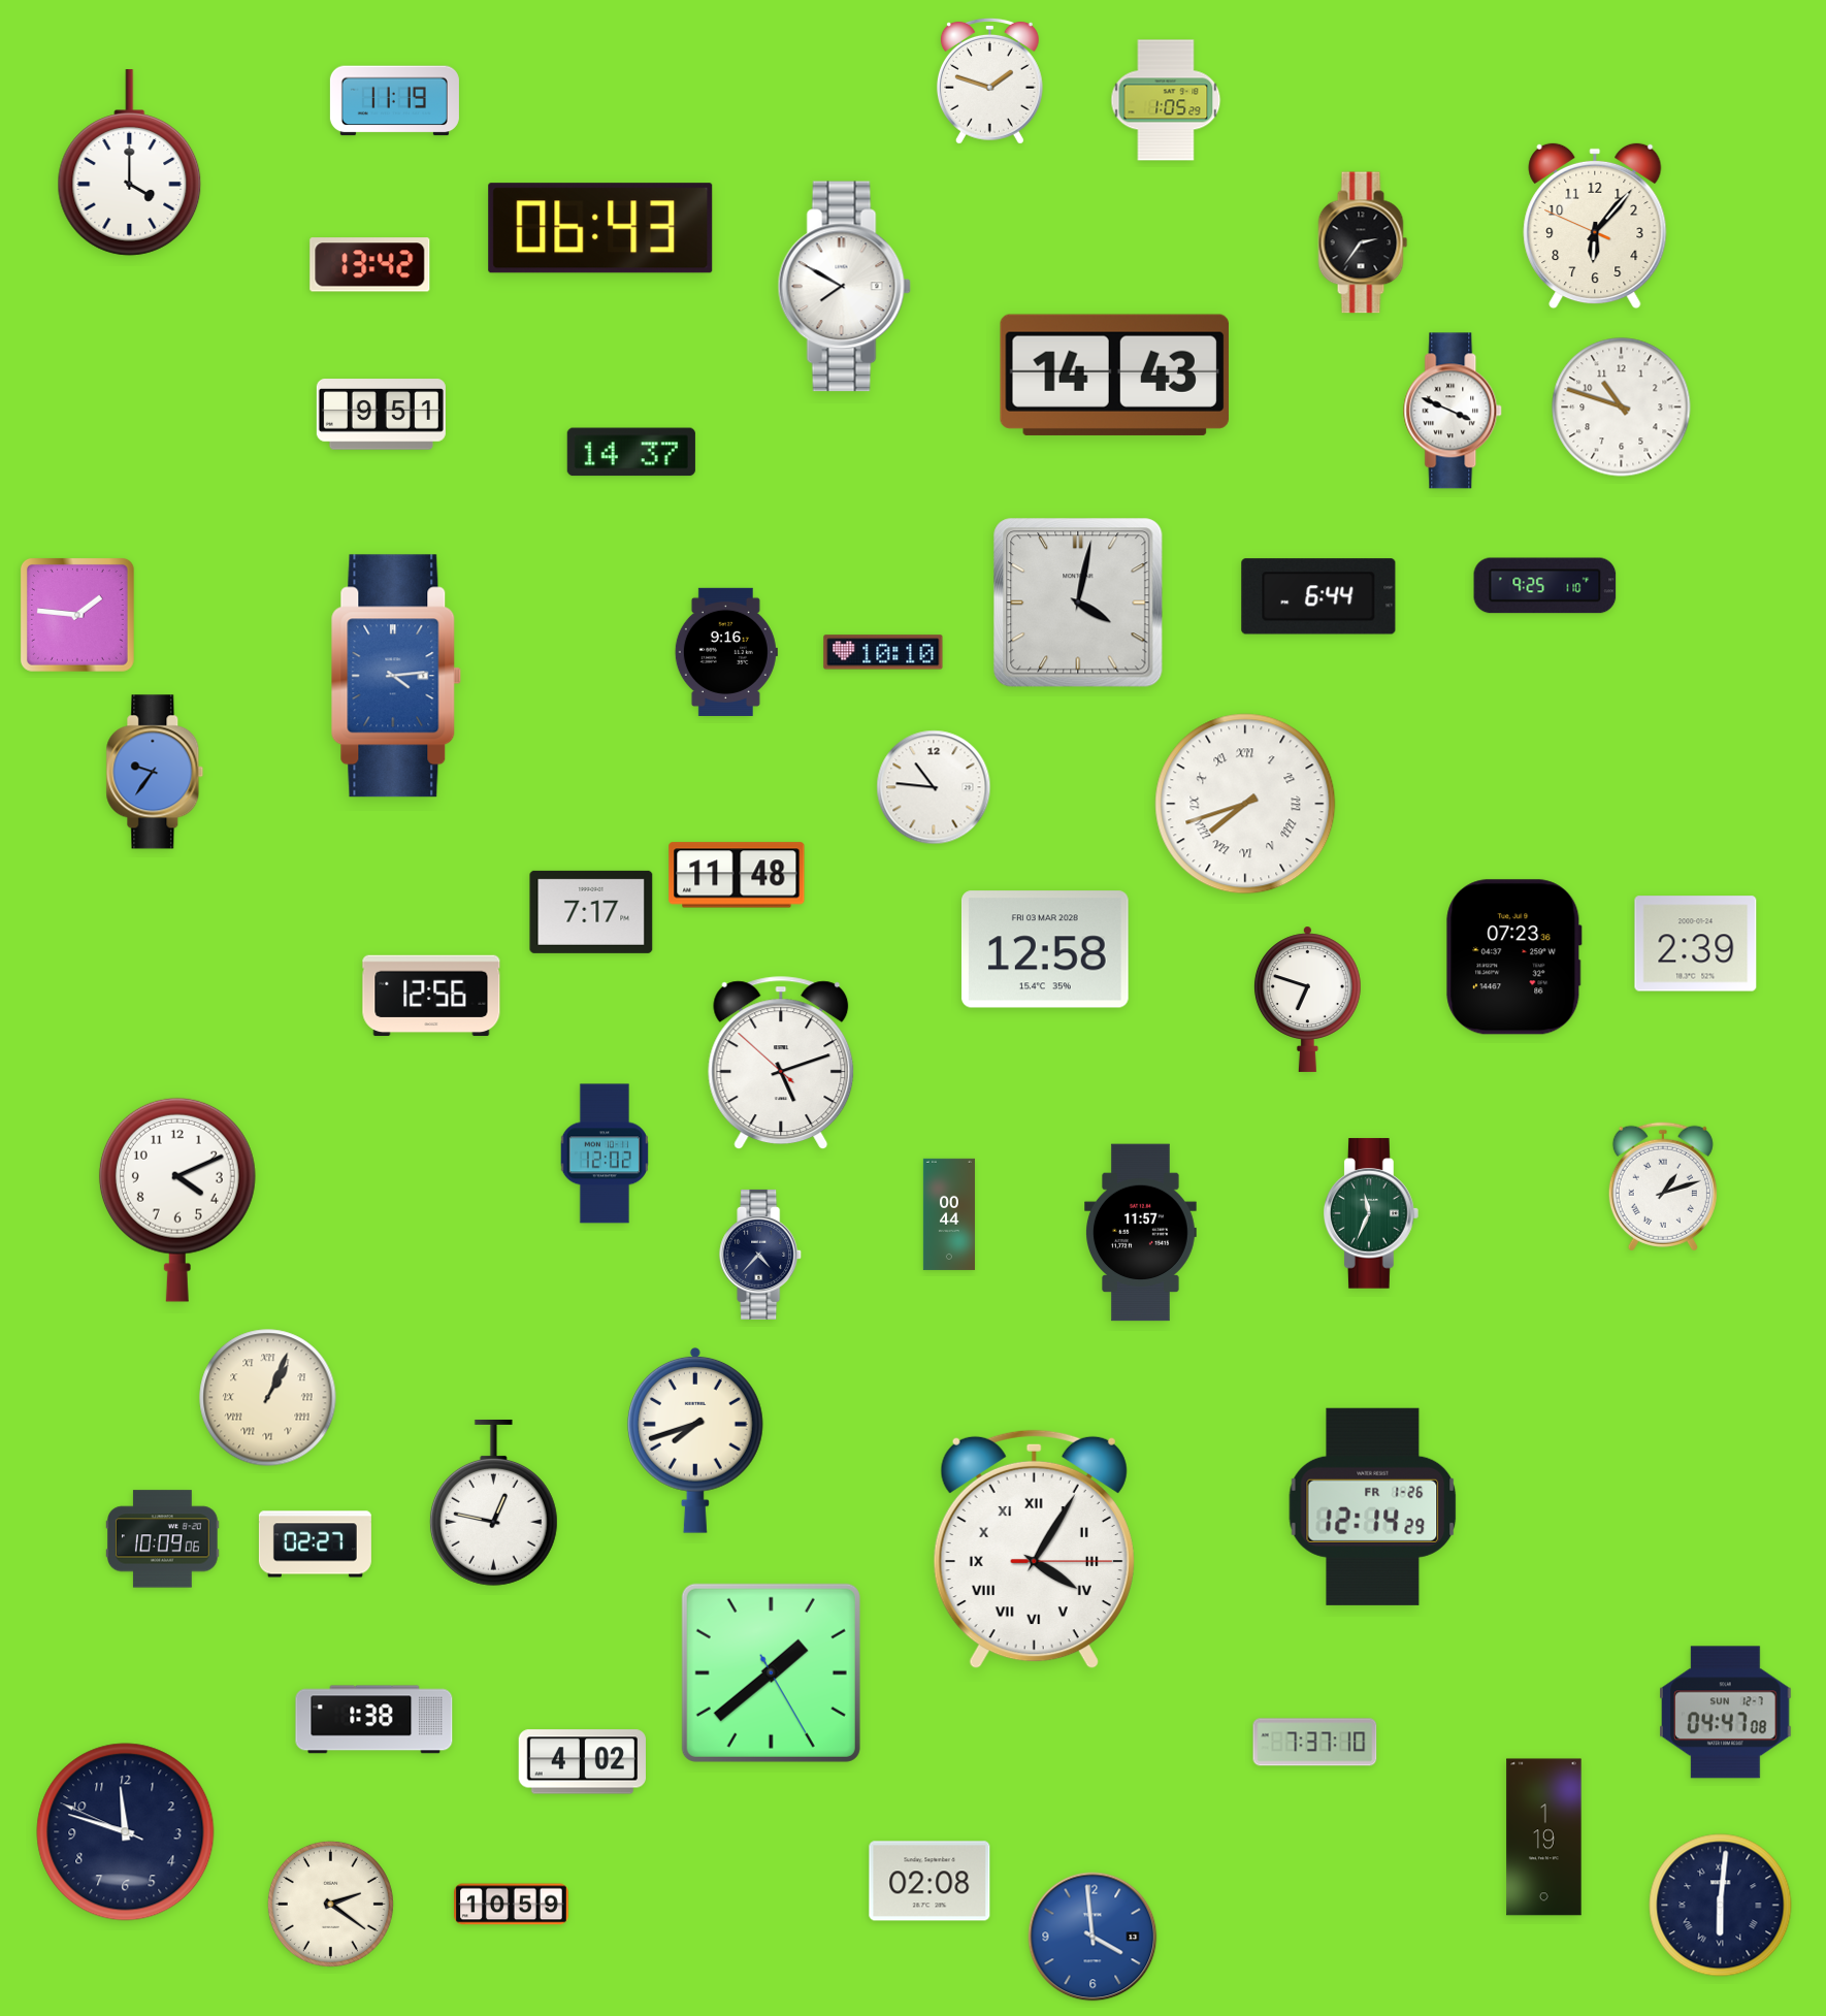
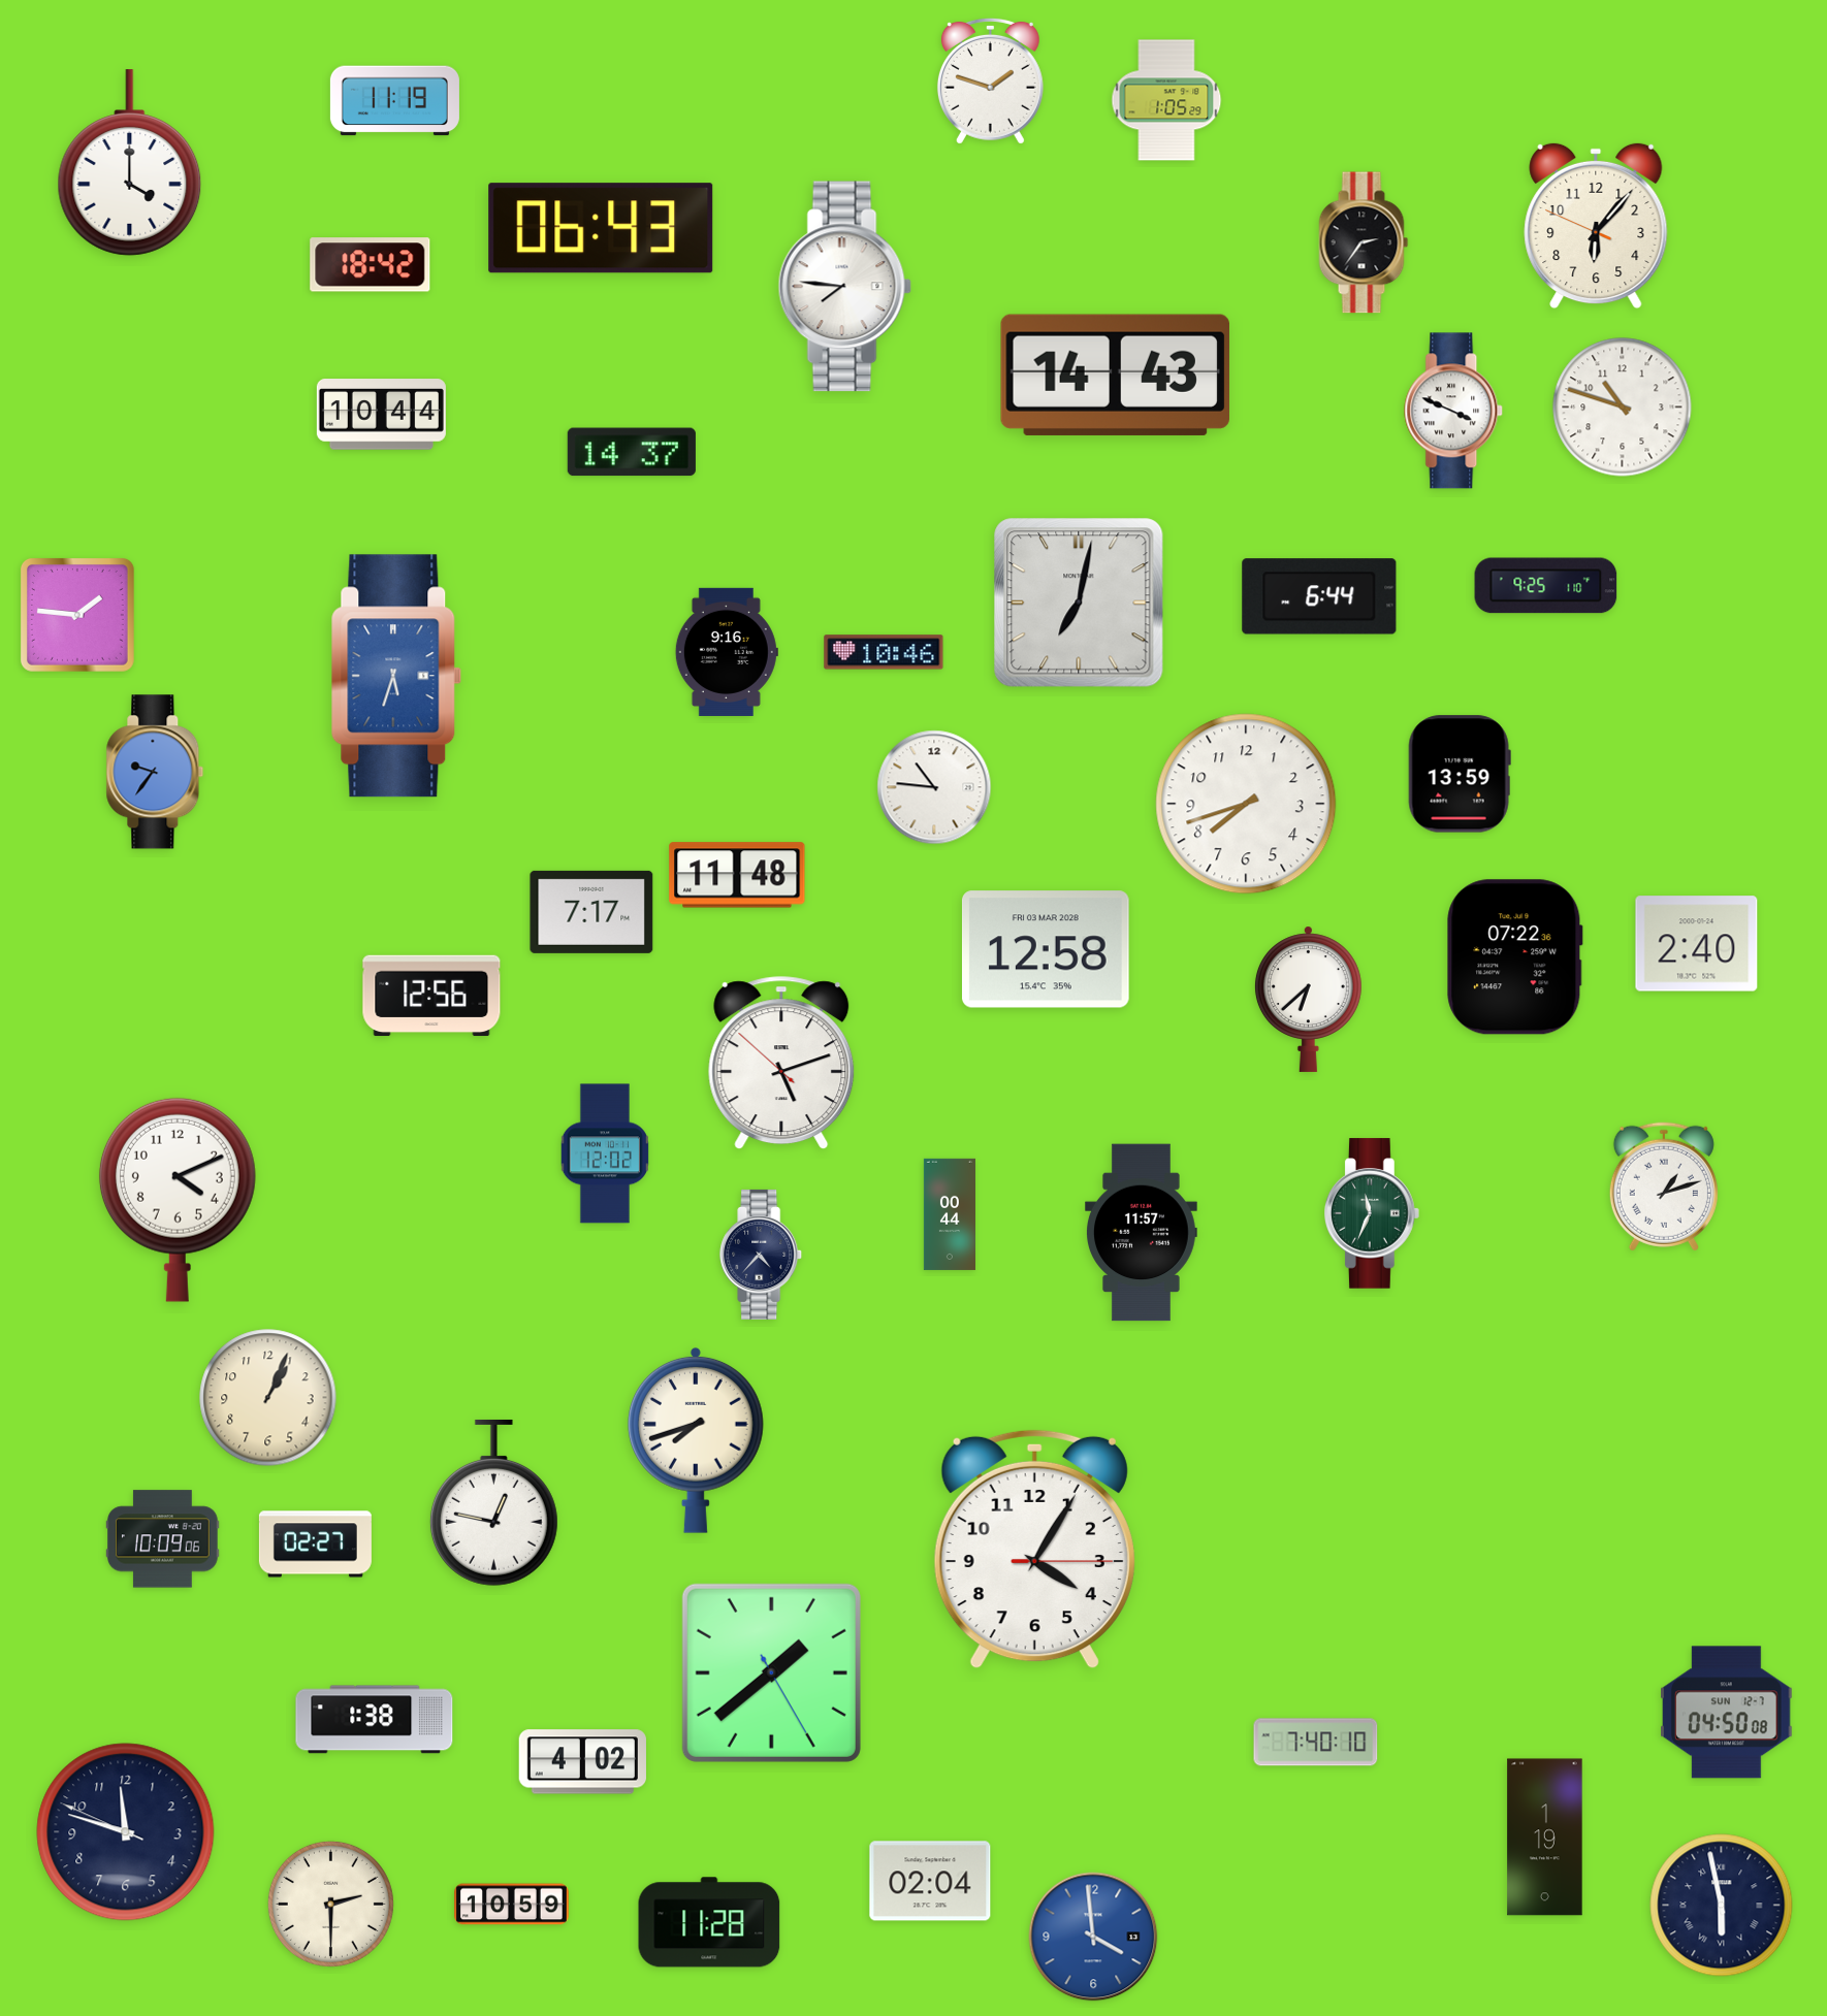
clock at (370, 265): 13:42 -> 18:42
clock at (844, 287): 7:50 -> 7:46
clock at (381, 415): 9:51 -> 10:44
clock at (1078, 603): 4:02 -> 7:02
clock at (883, 652): 10:10 -> 10:46
clock at (396, 676): 4:14 -> 5:33
clock at (1460, 774): none -> 13:59
clock at (1245, 804) numerals: Roman -> Arabic
clock at (1696, 944): 2:39 -> 2:40
clock at (1514, 957): 07:23 -> 07:22
clock at (1307, 999): 6:48 -> 6:38
clock at (268, 1398) numerals: Roman -> Arabic
clock at (1373, 1506): 12:14 -> none
clock at (1034, 1550) numerals: Roman -> Arabic
clock at (1726, 1713): 04:47 -> 04:50
clock at (1315, 1743): 7:37 -> 7:40
clock at (930, 1881): 02:08 -> 02:04
clock at (330, 1904): 2:21 -> 2:30
clock at (1721, 1906): 6:01 -> 5:58
clock at (709, 1922): none -> 11:28
